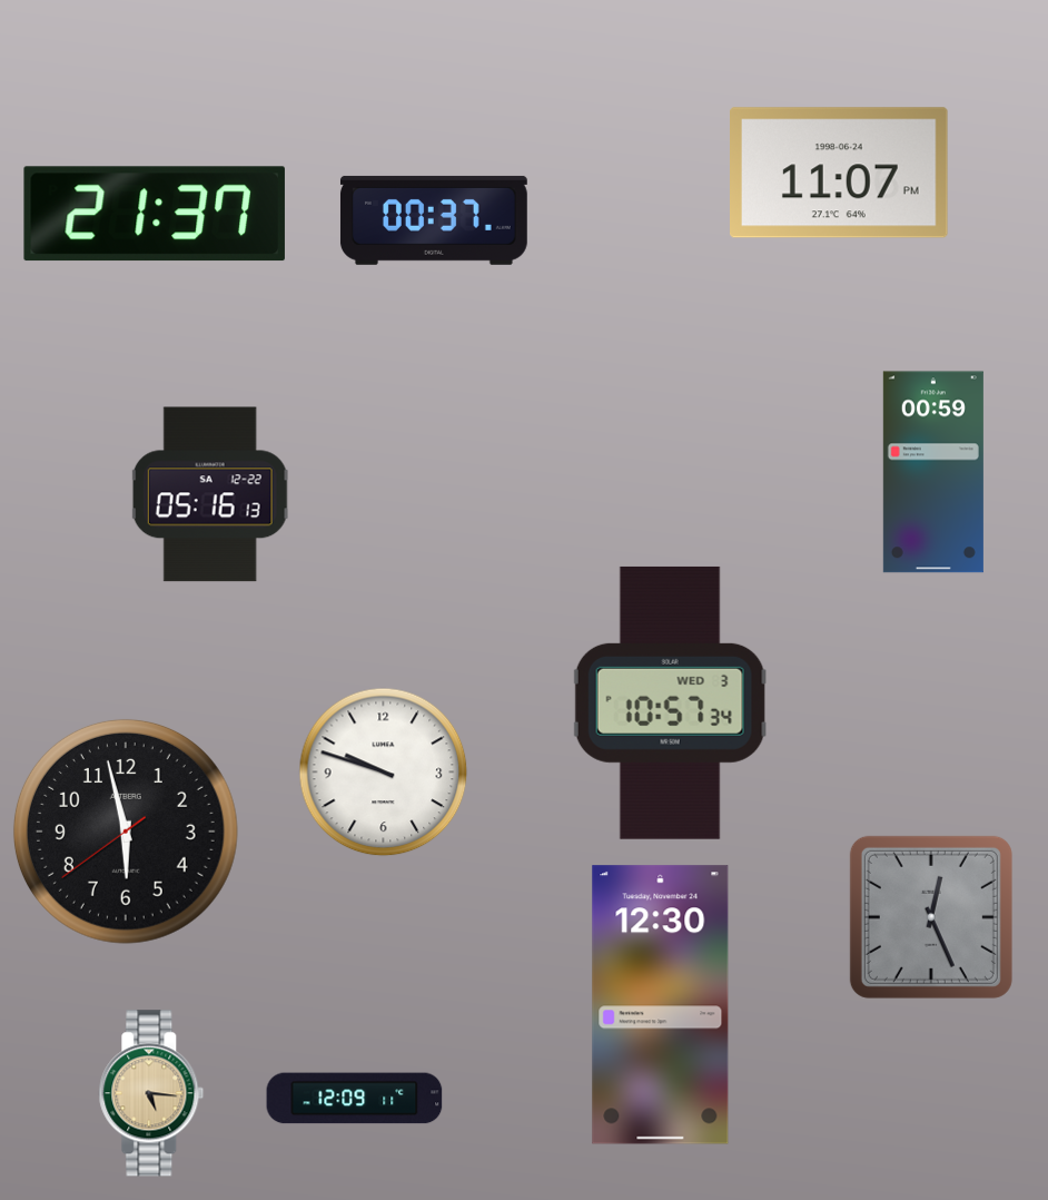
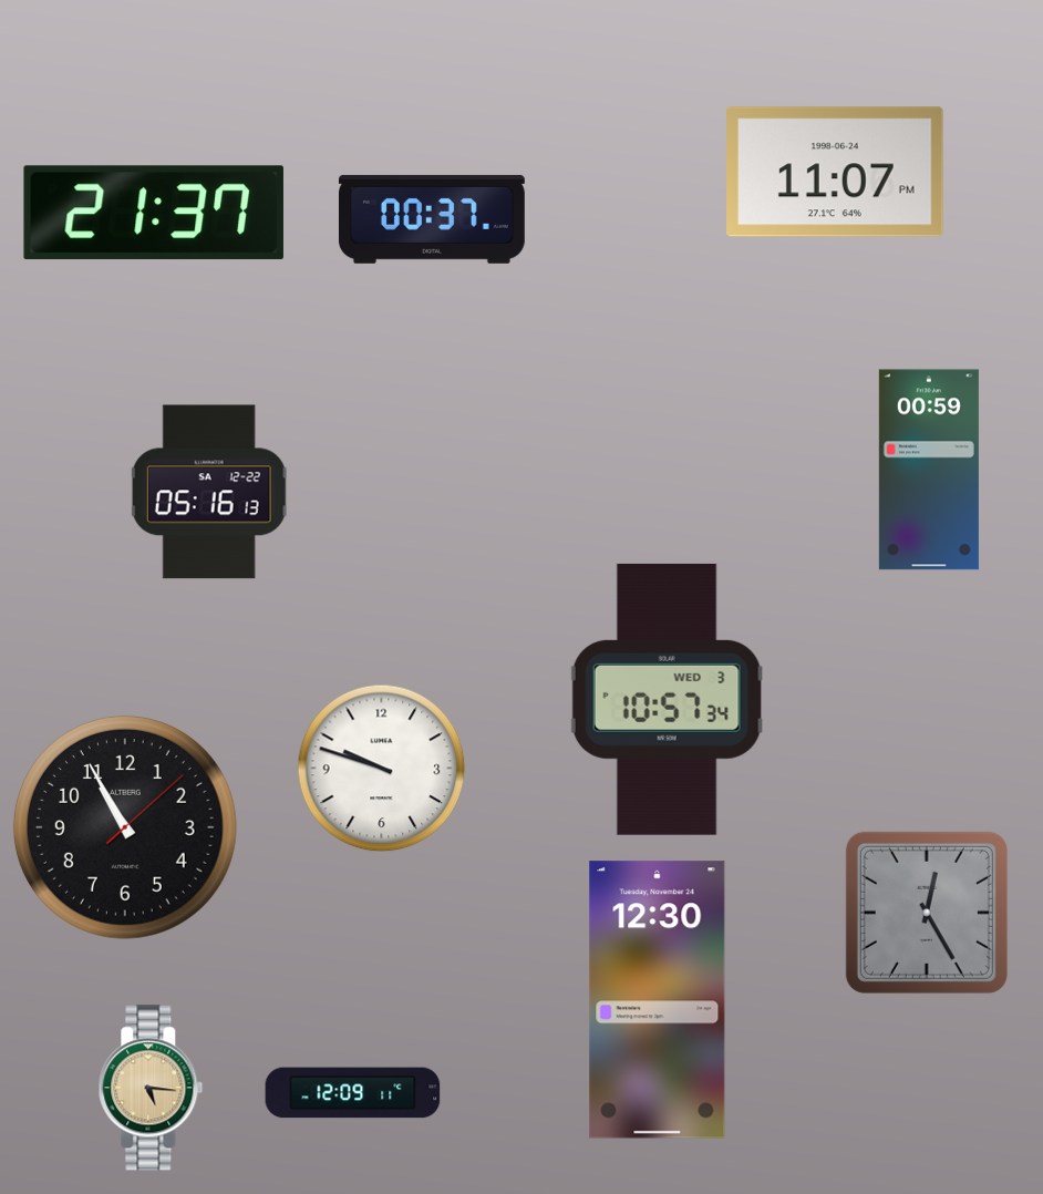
clock at (126, 832): 5:57 -> 10:55
clock at (931, 917): 12:26 -> 12:25
